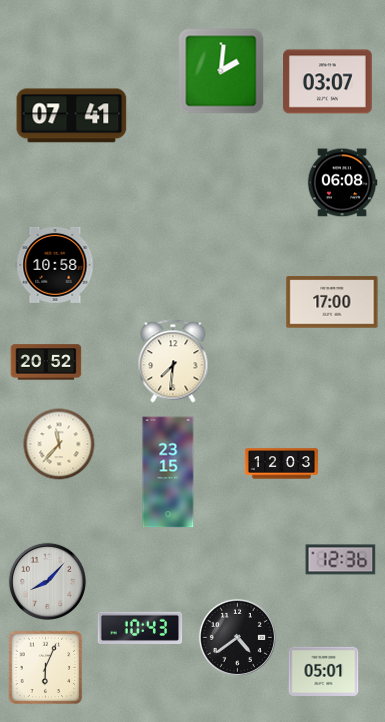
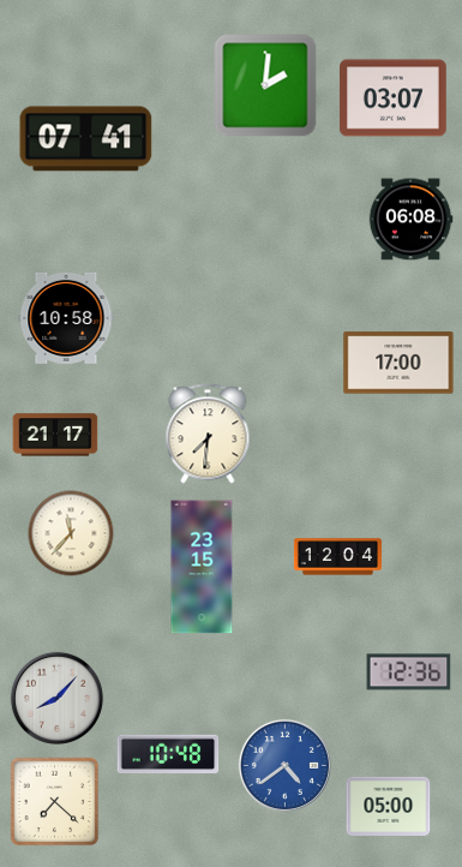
clock at (46, 362): 20:52 -> 21:17
clock at (281, 464): 12:03 -> 12:04
clock at (140, 628): 10:43 -> 10:48
clock at (237, 637) dial: black -> blue
clock at (46, 668): 6:04 -> 7:22
clock at (324, 671): 05:01 -> 05:00
